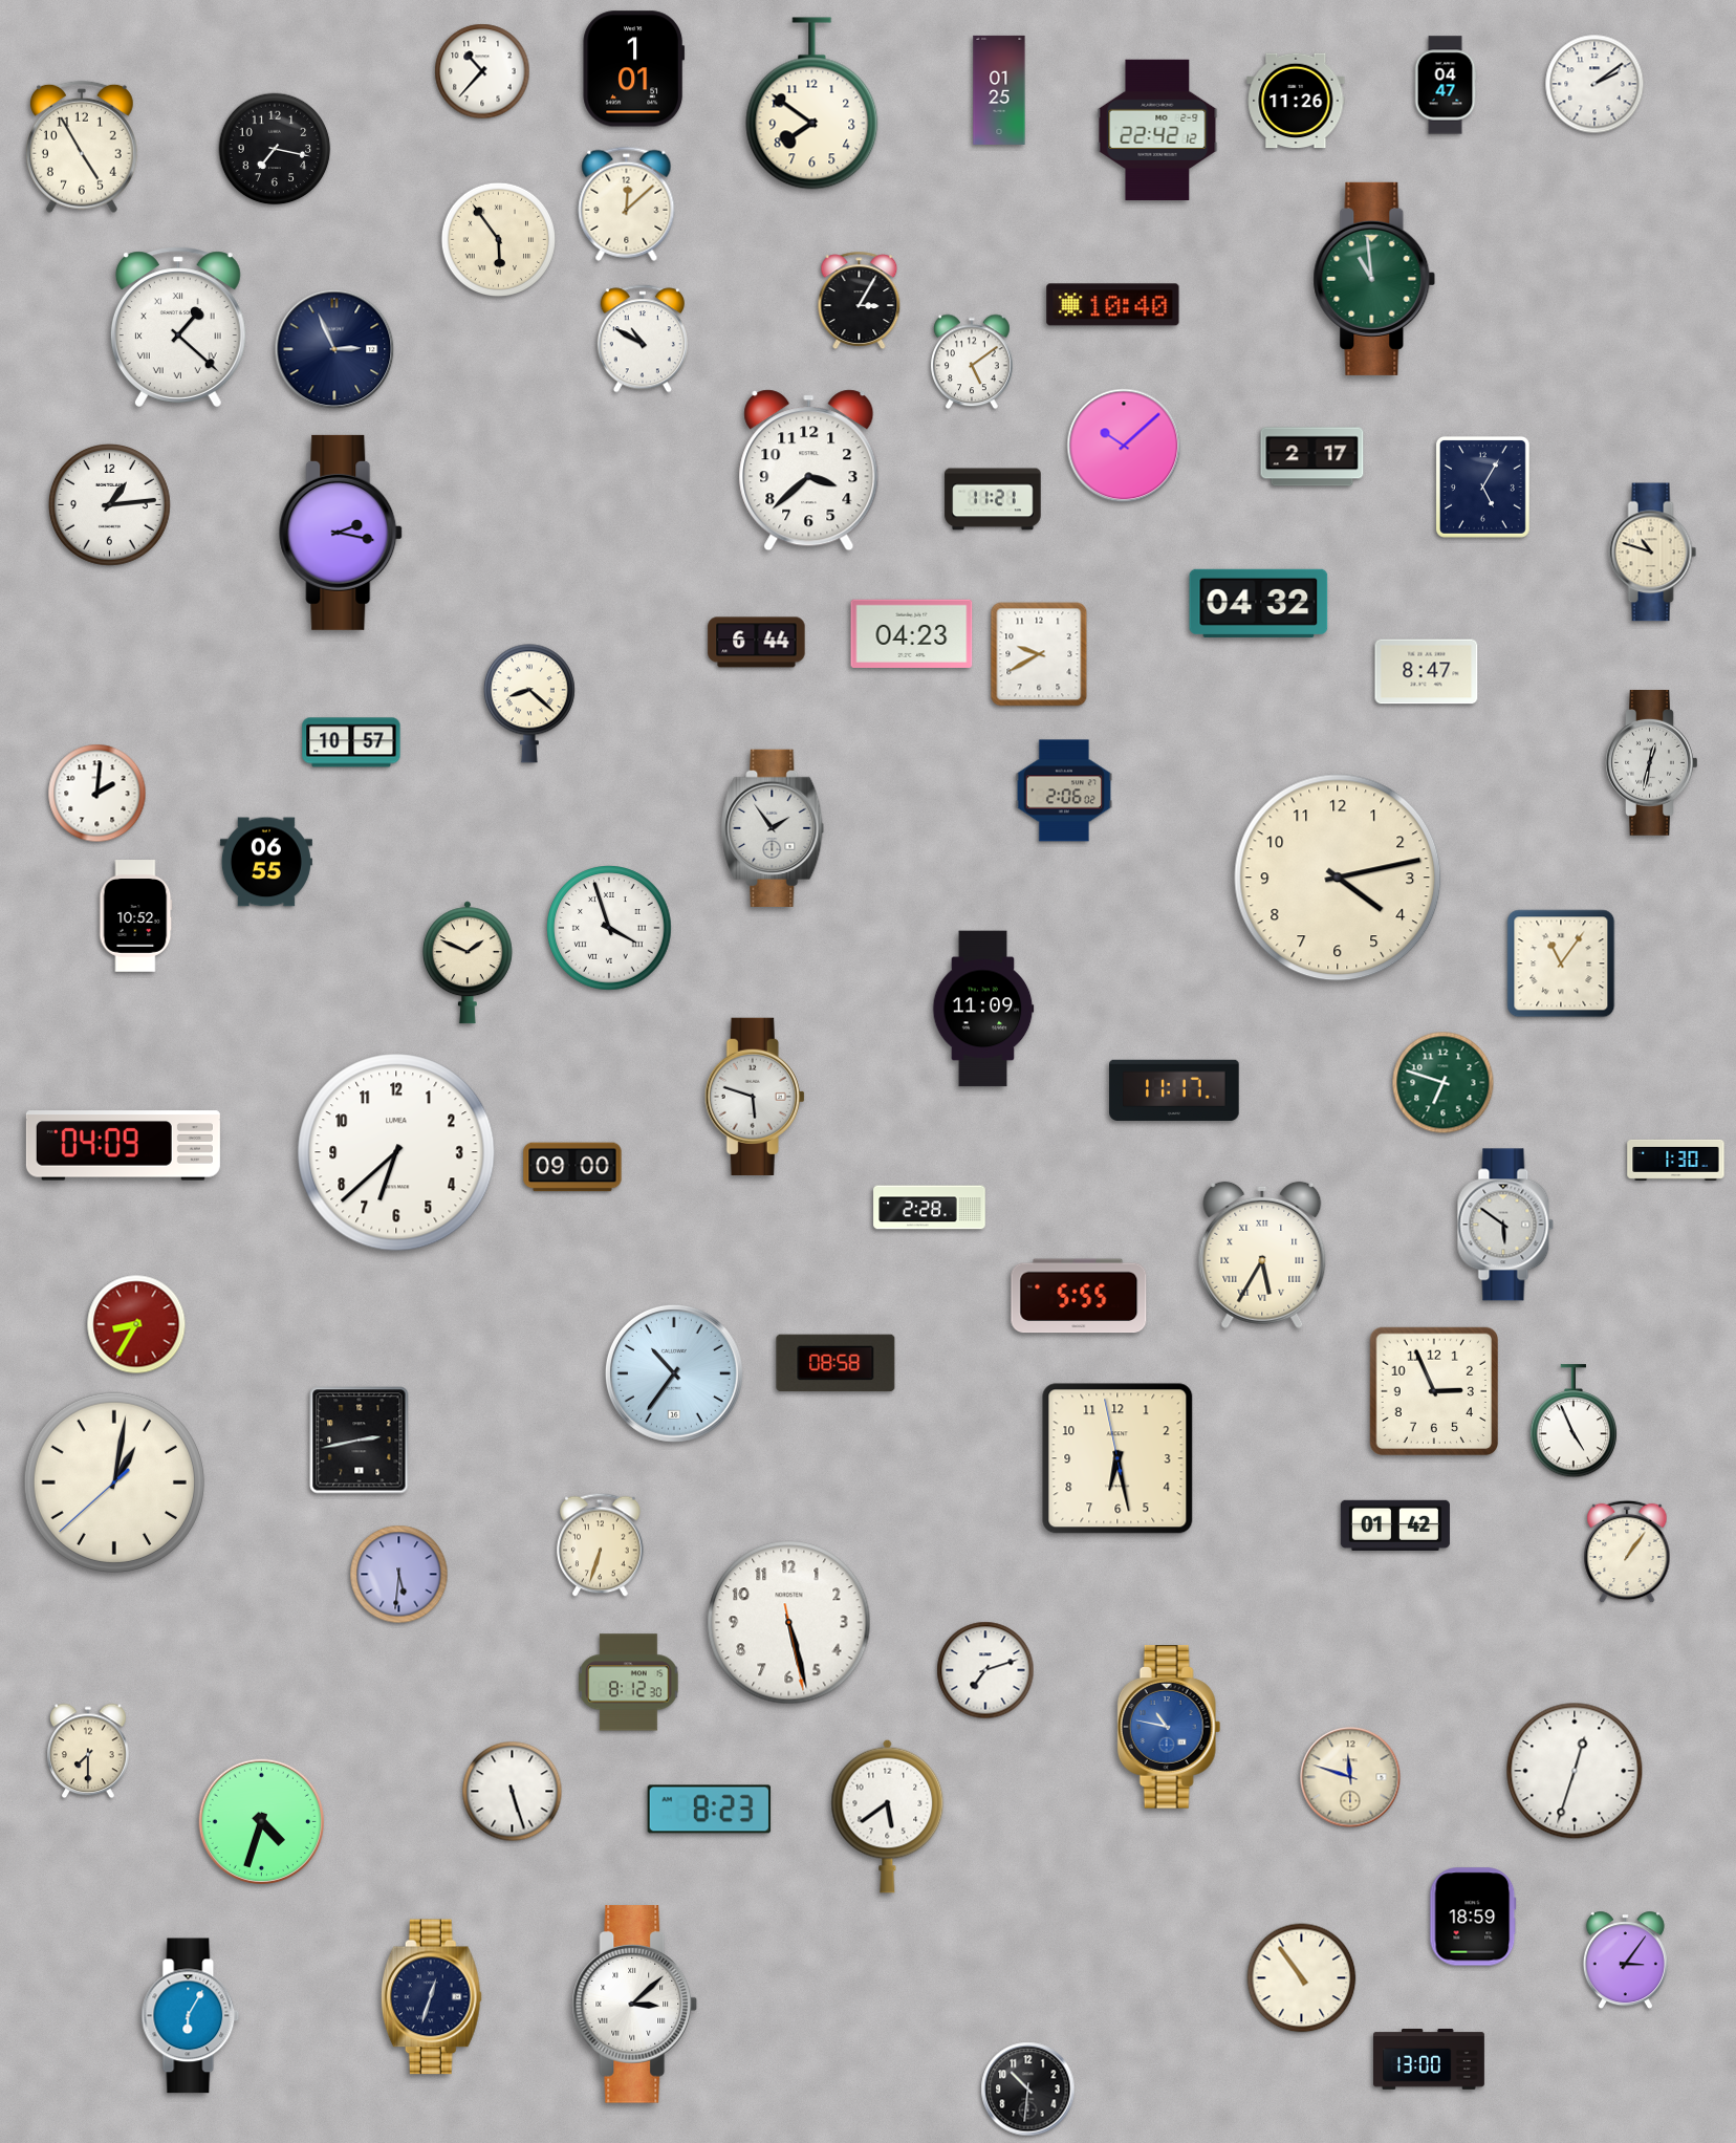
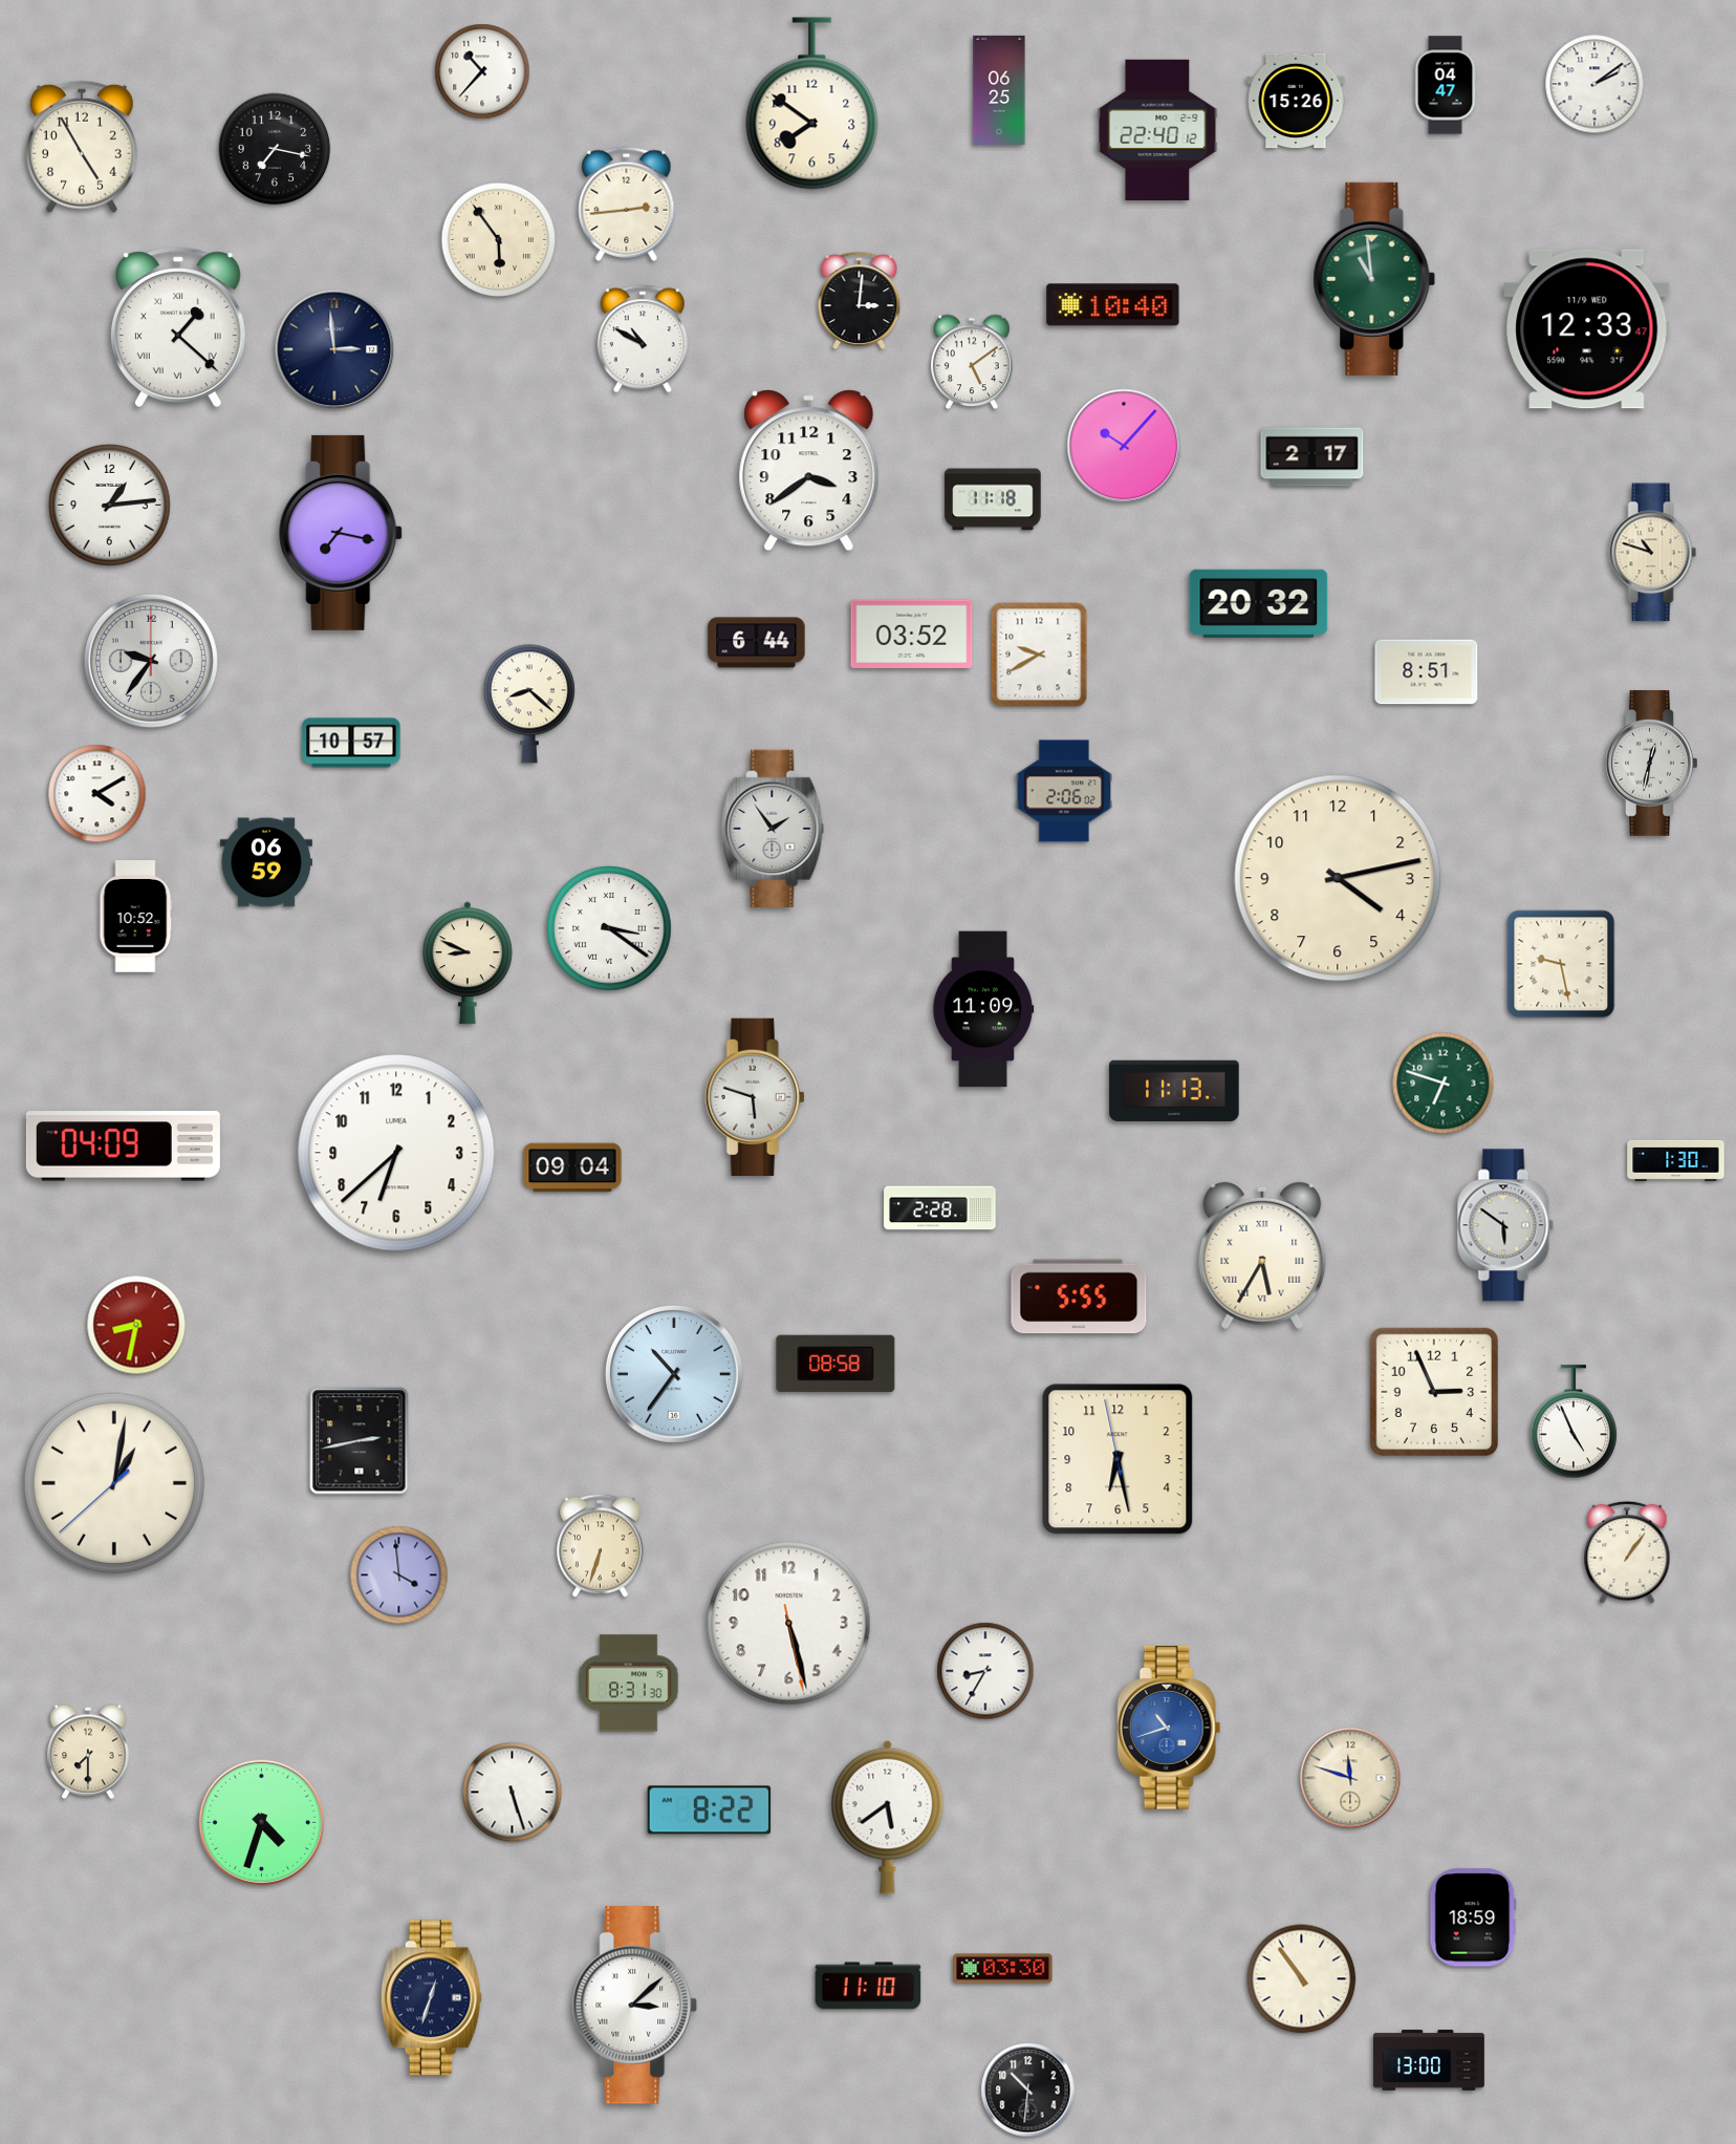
clock at (634, 69): 1:01 -> none
clock at (999, 90): 01:25 -> 06:25
clock at (1296, 101): 11:26 -> 15:26
clock at (1157, 130): 22:42 -> 22:40
clock at (627, 203): 12:08 -> 2:44
clock at (860, 300): 3:05 -> 3:01
clock at (1587, 329): none -> 12:33
clock at (334, 349): 2:56 -> 2:59
clock at (1124, 446): 10:08 -> 10:07
clock at (809, 471): 3:38 -> 3:39
clock at (1482, 486): 5:05 -> none
clock at (993, 499): 11:21 -> 11:18
clock at (342, 533): 2:17 -> 7:17
clock at (1259, 603): 04:32 -> 20:32
clock at (912, 633): 04:23 -> 03:52
clock at (151, 661): none -> 9:36
clock at (1427, 672): 8:47 -> 8:51
clock at (97, 794): 2:01 -> 4:10
clock at (266, 862): 06:55 -> 06:59
clock at (609, 928): 3:57 -> 3:21
clock at (468, 962): 1:49 -> 8:49
clock at (1561, 964): 11:06 -> 9:28
clock at (1174, 1089): 11:17 -> 11:13
clock at (572, 1167): 09:00 -> 09:04
clock at (930, 1208) position: (930, 1208) -> (940, 1208)
clock at (136, 1324): 8:35 -> 8:32
clock at (1395, 1525): 01:42 -> none
clock at (399, 1575): 5:31 -> 3:59
clock at (985, 1670): 7:12 -> 8:35
clock at (629, 1683): 8:12 -> 8:31
clock at (1169, 1727): 10:47 -> 10:42
clock at (1575, 1771): 12:33 -> none
clock at (710, 1810): 8:23 -> 8:22
clock at (1625, 1961): 3:06 -> none
clock at (1003, 1969): none -> 03:30
clock at (868, 1986): none -> 11:10
clock at (191, 2016): 6:05 -> none
